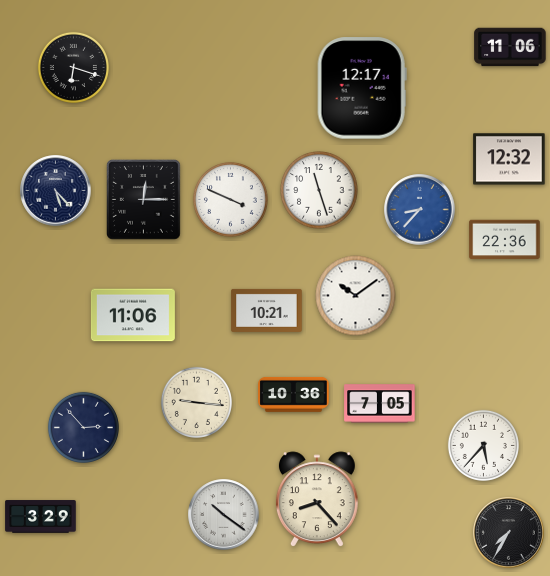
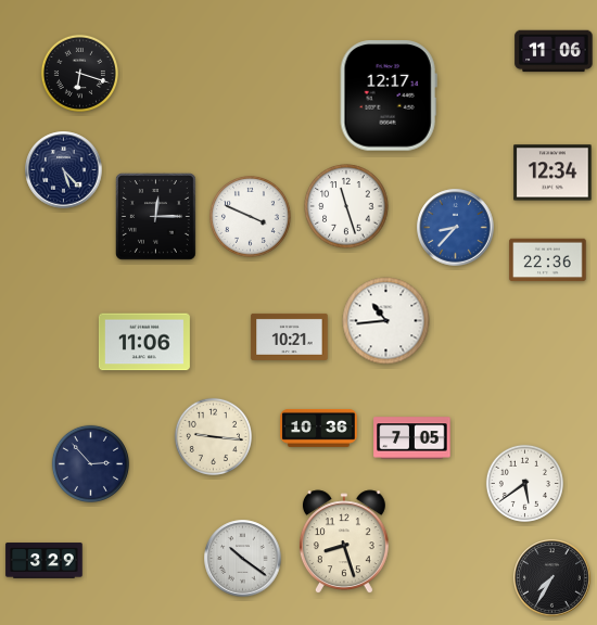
clock at (362, 88) position: (362, 88) -> (389, 95)
clock at (509, 159): 12:32 -> 12:34
clock at (56, 191) position: (56, 191) -> (64, 170)
clock at (356, 296): 10:09 -> 10:44
clock at (483, 445): 5:37 -> 5:39
clock at (317, 500): 8:23 -> 8:27
